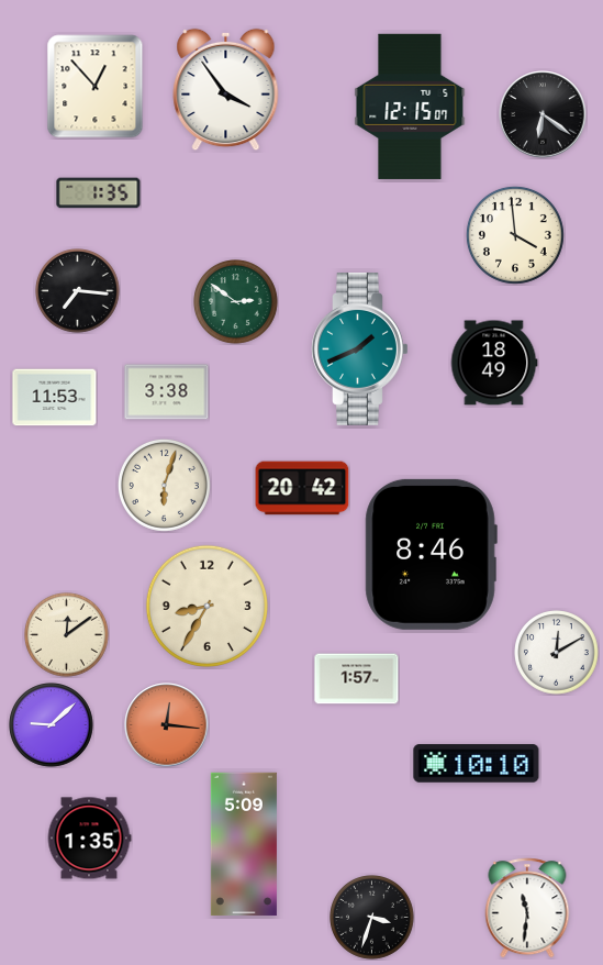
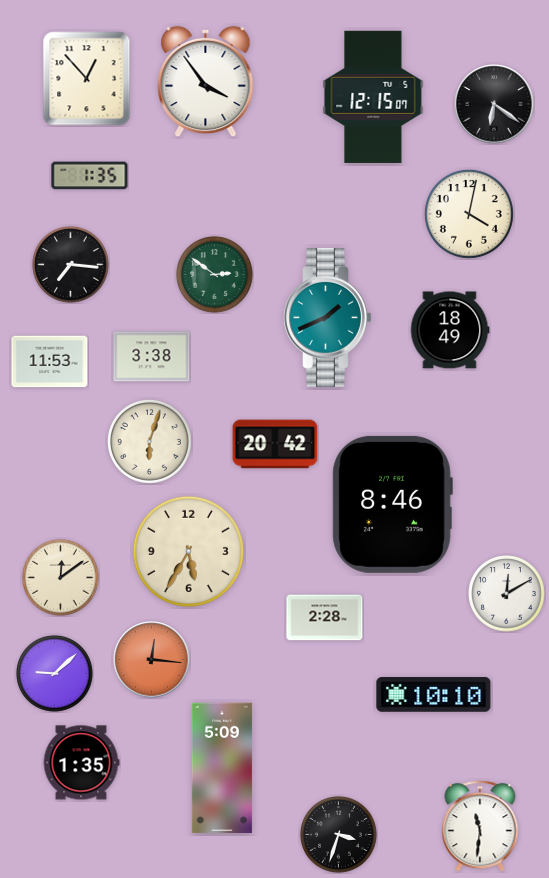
clock at (515, 235): 3:59 -> 4:02
clock at (206, 606): 8:35 -> 5:35
clock at (357, 679): 1:57 -> 2:28
clock at (52, 725) position: (52, 725) -> (55, 674)
